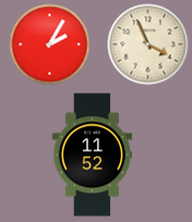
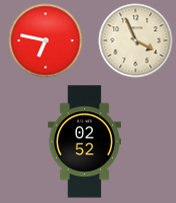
clock at (50, 45): 2:05 -> 6:47
clock at (92, 155): 11:52 -> 02:52
